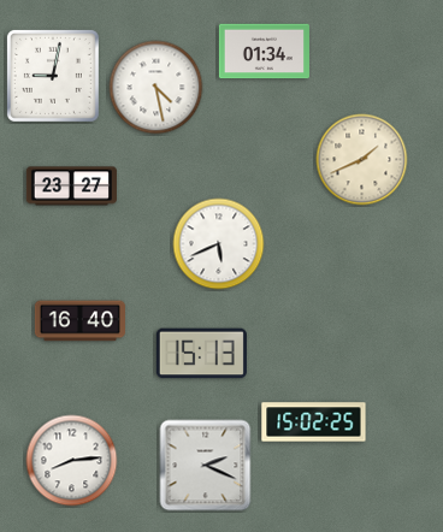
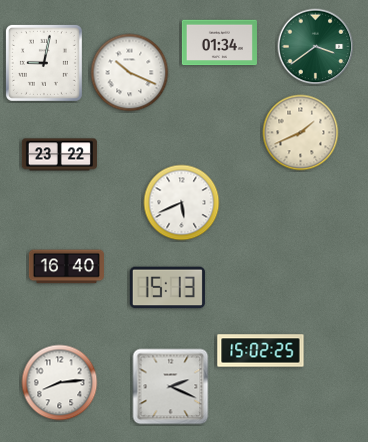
clock at (316, 47): none -> 3:39
clock at (156, 88): 4:28 -> 10:19
clock at (71, 187): 23:27 -> 23:22
clock at (201, 354) position: (201, 354) -> (167, 288)
